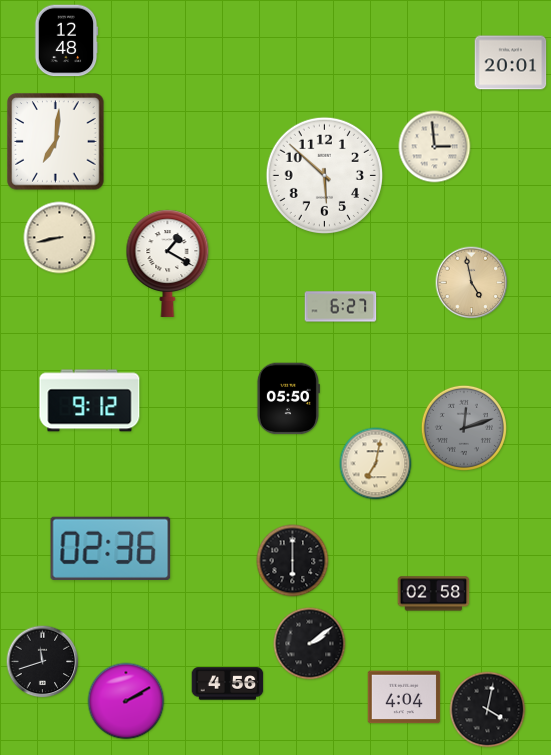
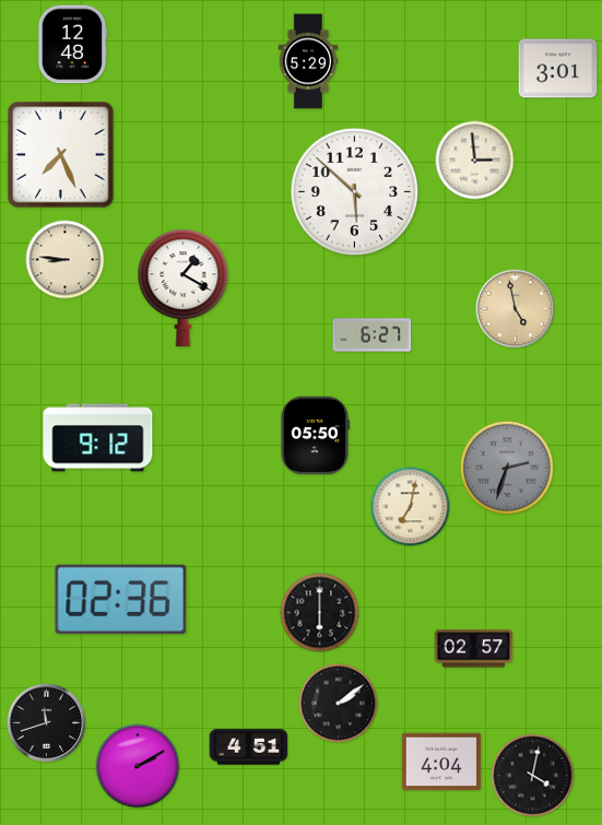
clock at (308, 61): none -> 5:29
clock at (511, 63): 20:01 -> 3:01
clock at (56, 142): 7:01 -> 7:26
clock at (60, 238): 8:43 -> 8:46
clock at (464, 428): 12:12 -> 2:33
clock at (434, 594): 02:58 -> 02:57
clock at (228, 684): 4:56 -> 4:51
